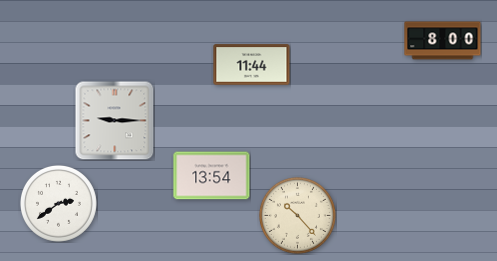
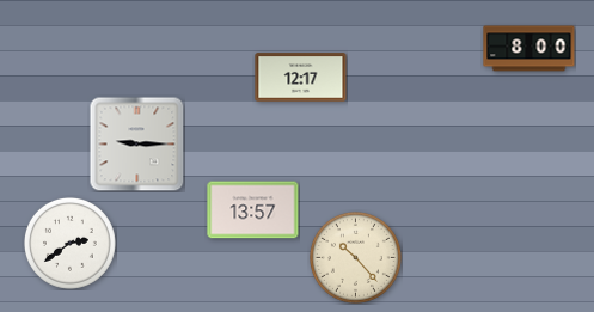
clock at (252, 65): 11:44 -> 12:17
clock at (212, 176): 13:54 -> 13:57
